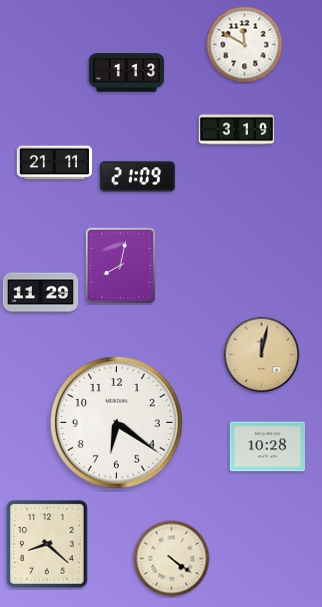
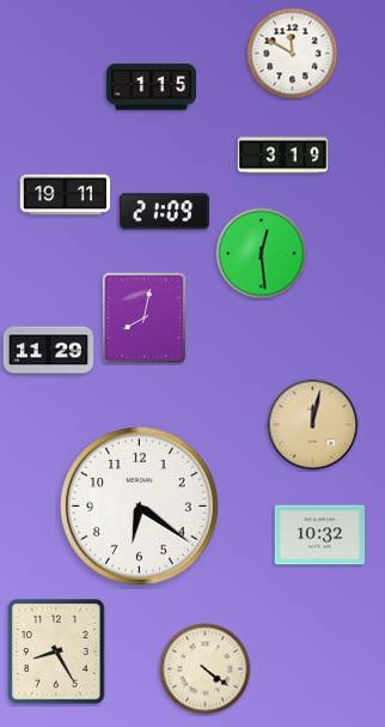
clock at (127, 73): 1:13 -> 1:15
clock at (55, 163): 21:11 -> 19:11
clock at (262, 254): none -> 12:29
clock at (267, 447): 10:28 -> 10:32
clock at (47, 544): 8:22 -> 8:25
